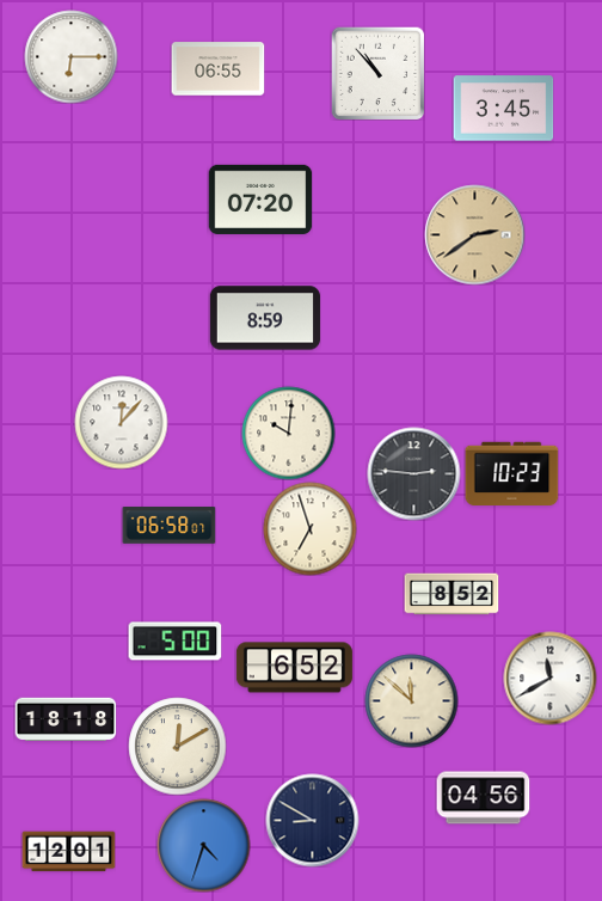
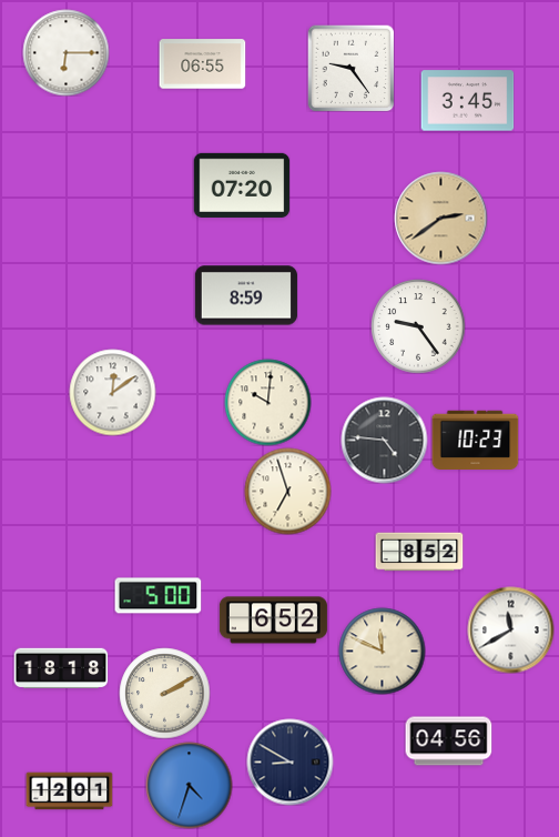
clock at (377, 73): 10:53 -> 9:24
clock at (418, 326): none -> 9:24
clock at (121, 422): 12:07 -> 12:09
clock at (413, 473): 2:46 -> 4:46
clock at (168, 526): 06:58 -> none
clock at (174, 642) position: (174, 642) -> (157, 596)
clock at (411, 700): 11:52 -> 11:49
clock at (177, 746): 12:10 -> 2:10
clock at (68, 852) position: (68, 852) -> (69, 791)
